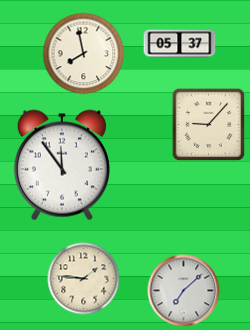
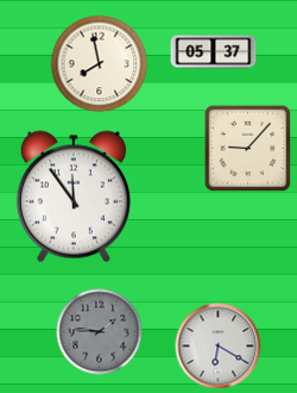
clock at (84, 279) dial: cream -> grey
clock at (184, 291): 7:08 -> 6:20
